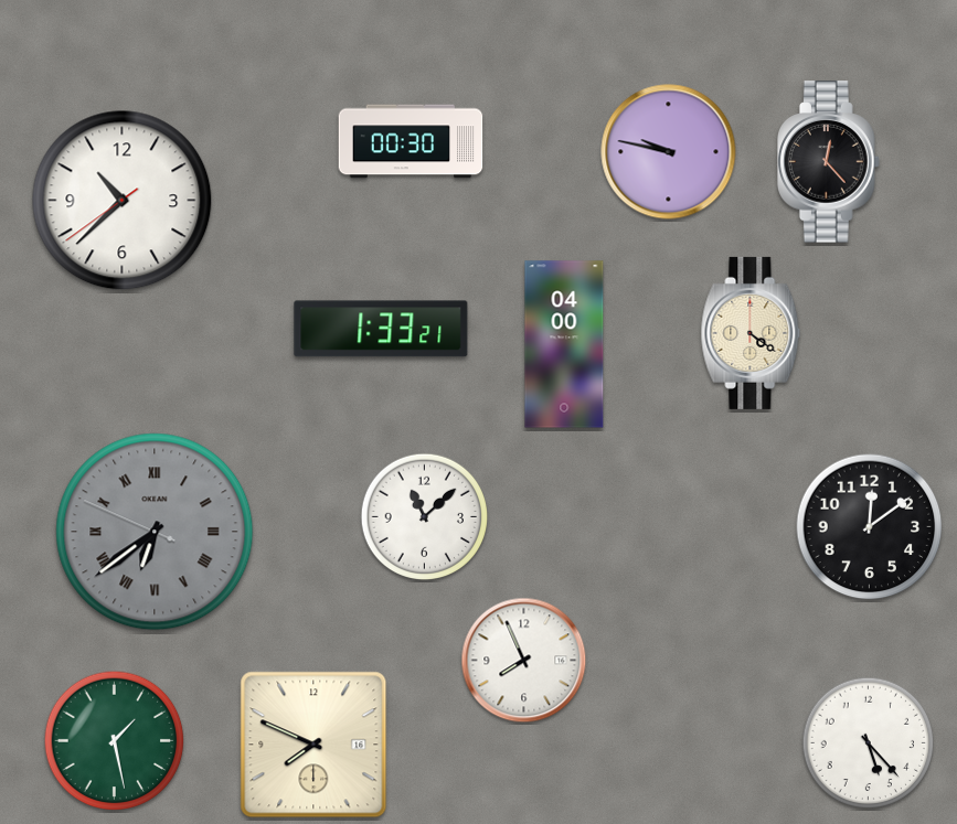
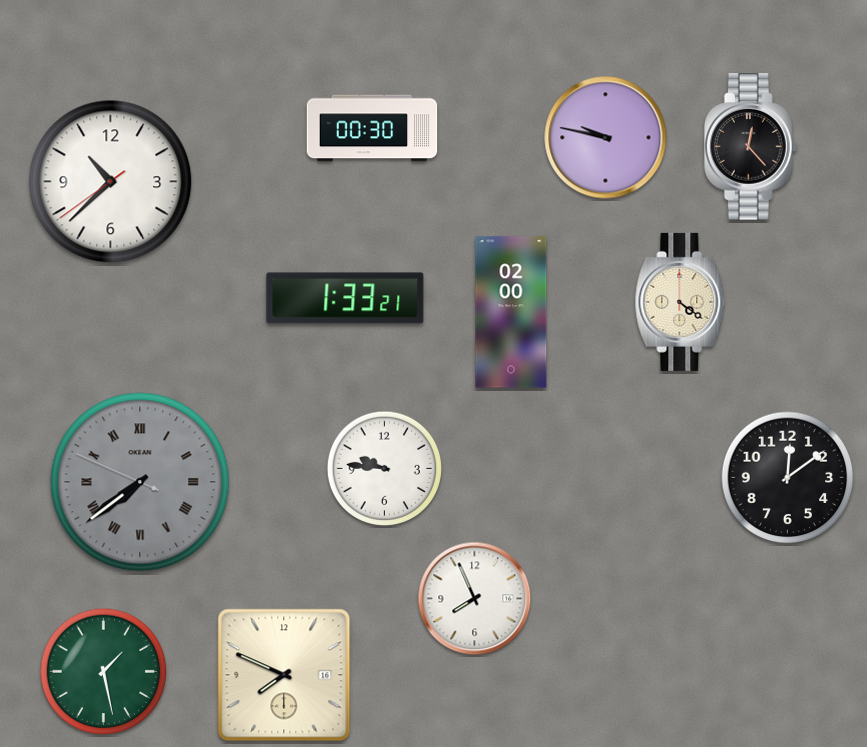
clock at (564, 344): 04:00 -> 02:00
clock at (425, 517): 11:08 -> 9:46
clock at (155, 532): 6:38 -> 7:38
clock at (869, 743): 5:23 -> none
